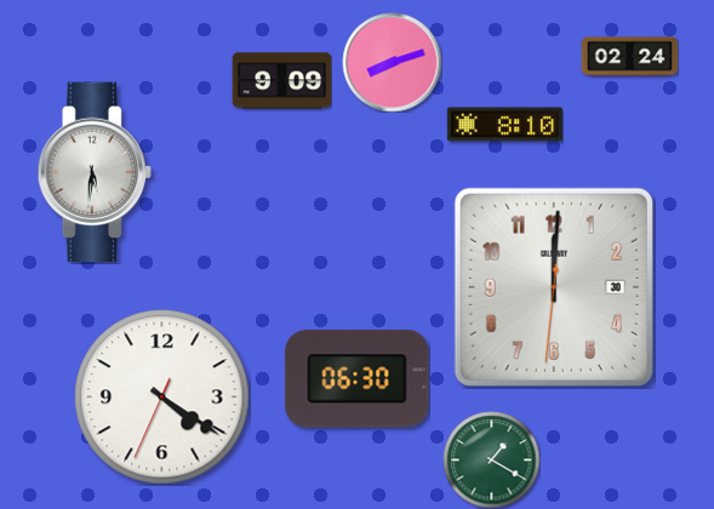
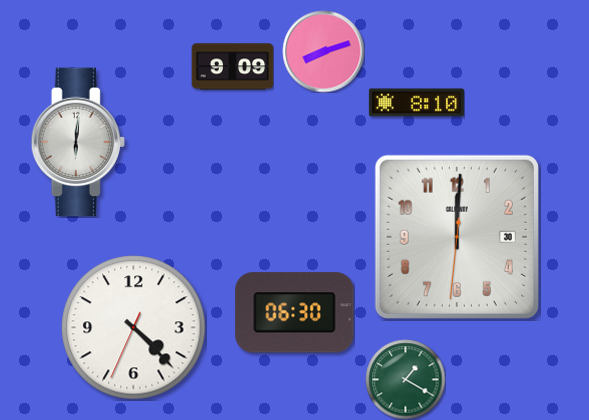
clock at (629, 57): 02:24 -> none
clock at (95, 172): 5:31 -> 6:01
clock at (162, 398): 4:20 -> 4:22
